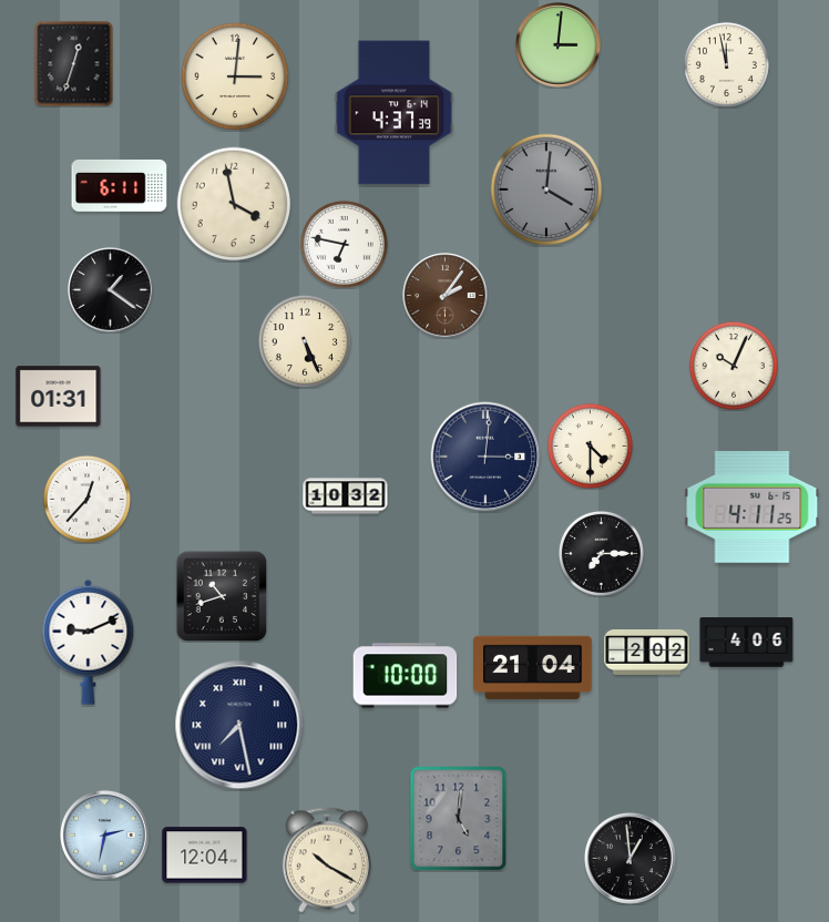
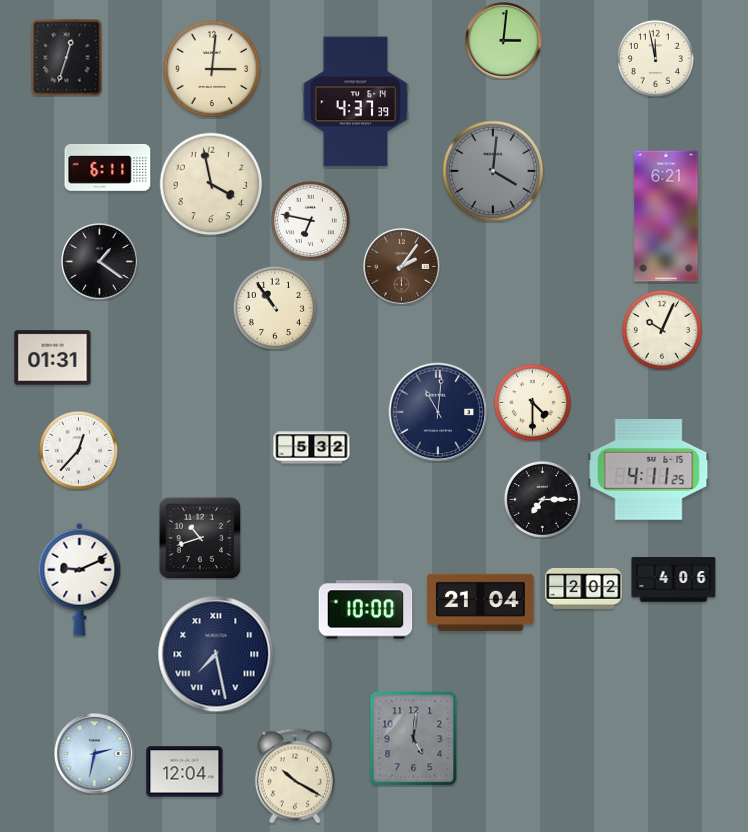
clock at (666, 216): none -> 6:21
clock at (305, 341): 5:26 -> 10:54
clock at (485, 457): 3:01 -> 11:01
clock at (346, 496): 10:32 -> 5:32
clock at (753, 508) position: (753, 508) -> (649, 470)
clock at (630, 858): 12:59 -> none
